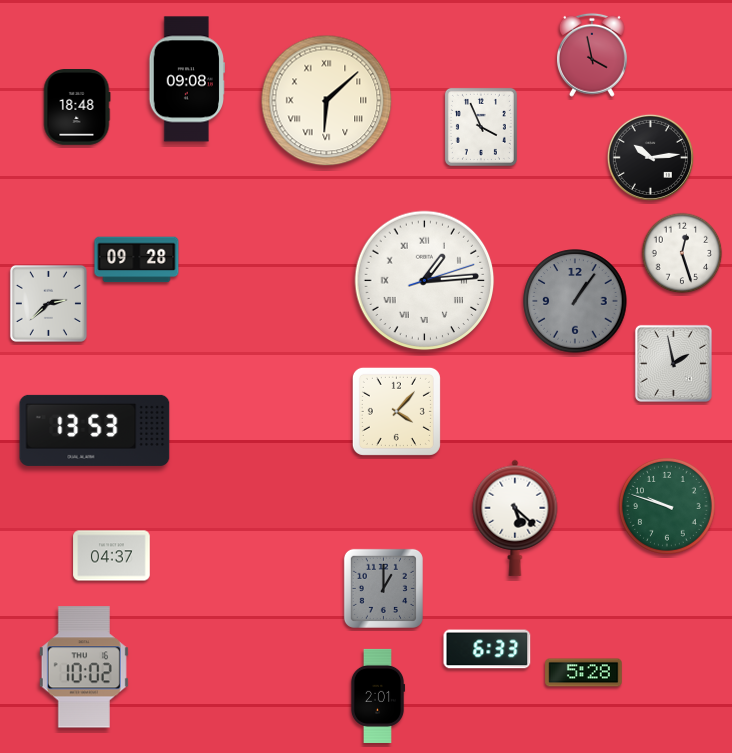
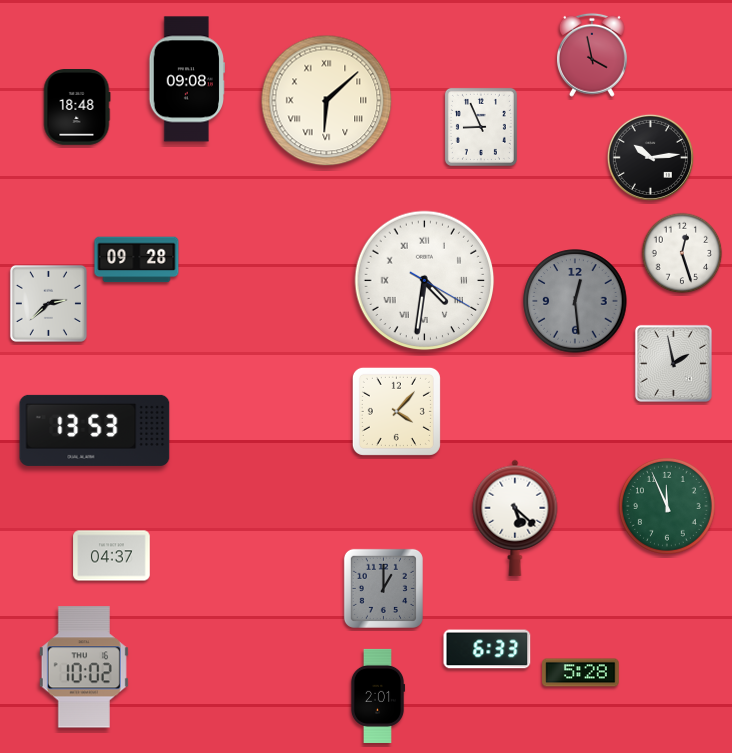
clock at (481, 127): 3:56 -> 8:56
clock at (425, 281): 1:14 -> 4:31
clock at (575, 301): 1:06 -> 12:29
clock at (667, 506): 9:48 -> 11:56
clock at (584, 673) position: (584, 673) -> (581, 673)
